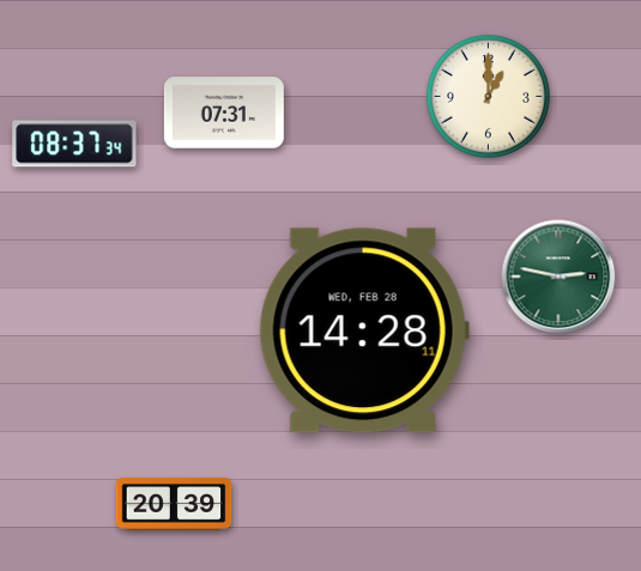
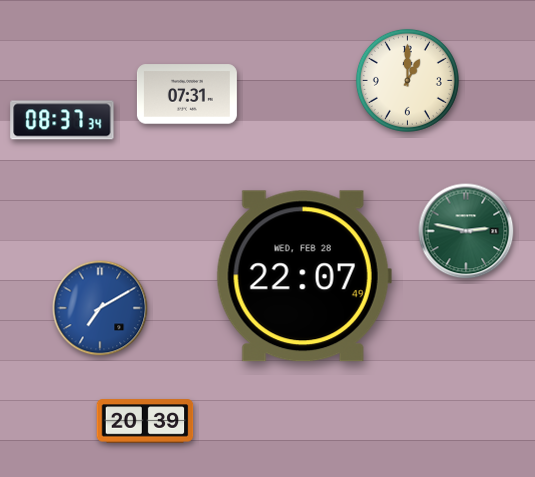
clock at (364, 330): 14:28 -> 22:07
clock at (100, 308): none -> 7:10
